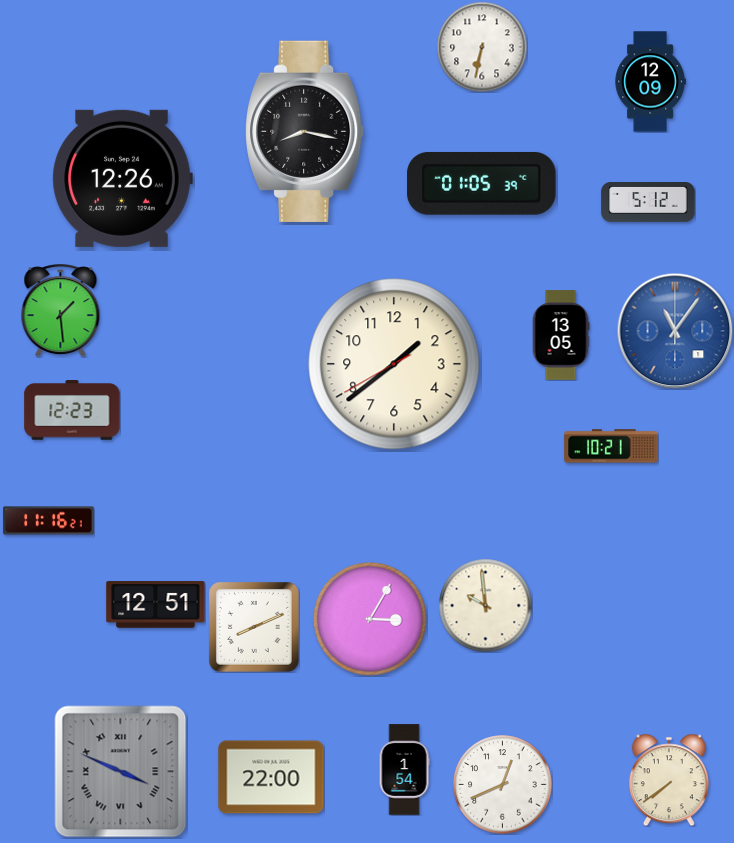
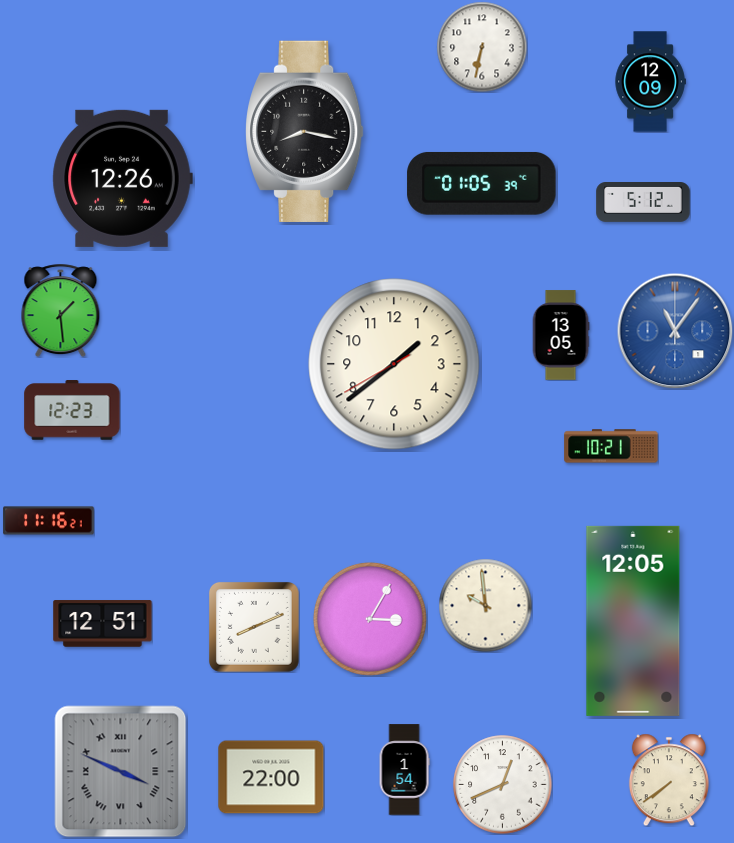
clock at (648, 203) position: (648, 203) -> (643, 203)
clock at (156, 605) position: (156, 605) -> (103, 624)
clock at (633, 621): none -> 12:05
